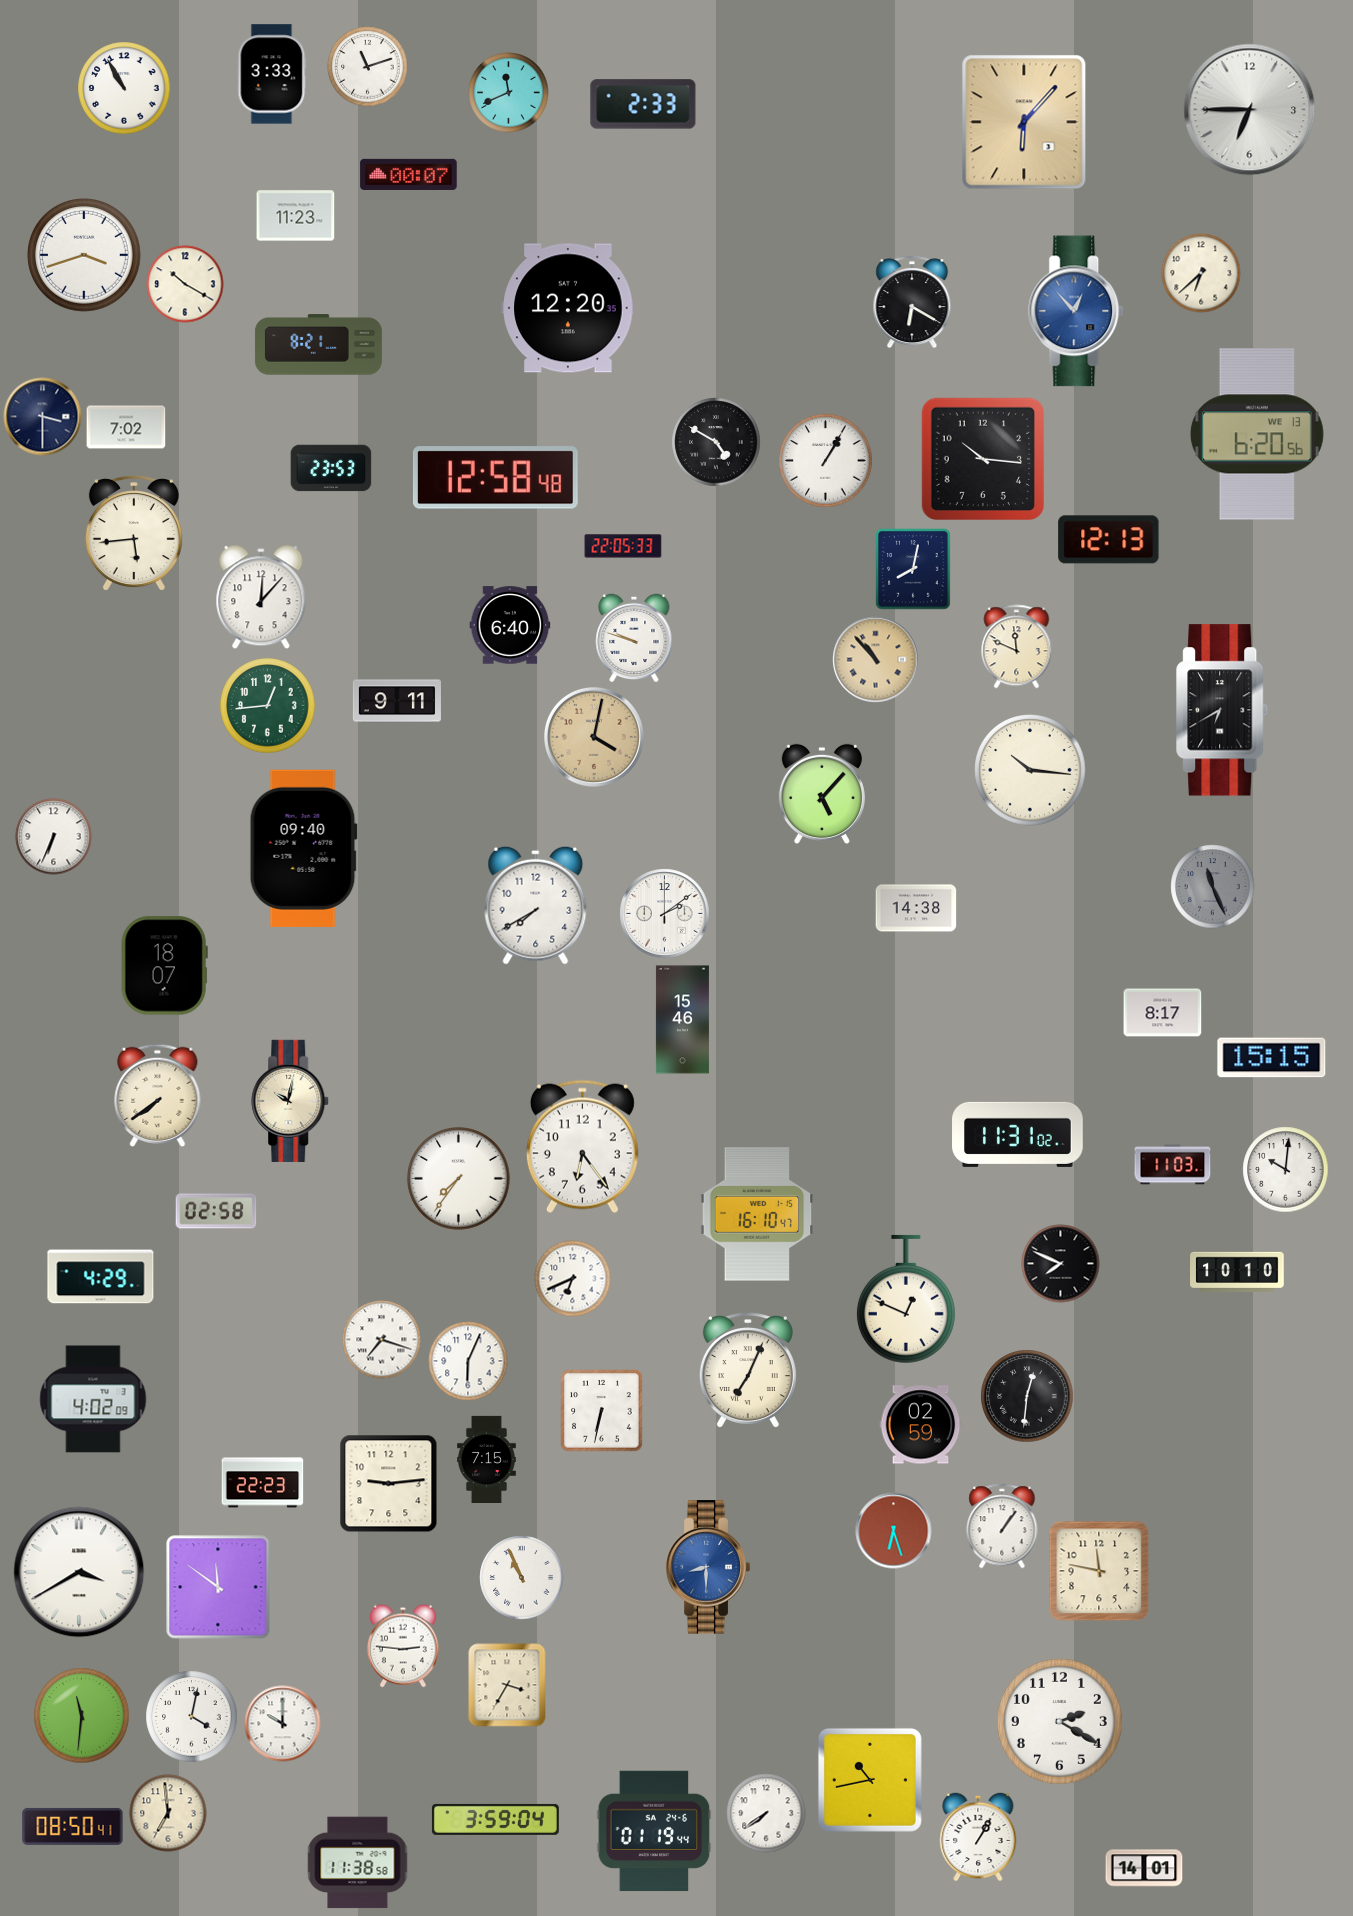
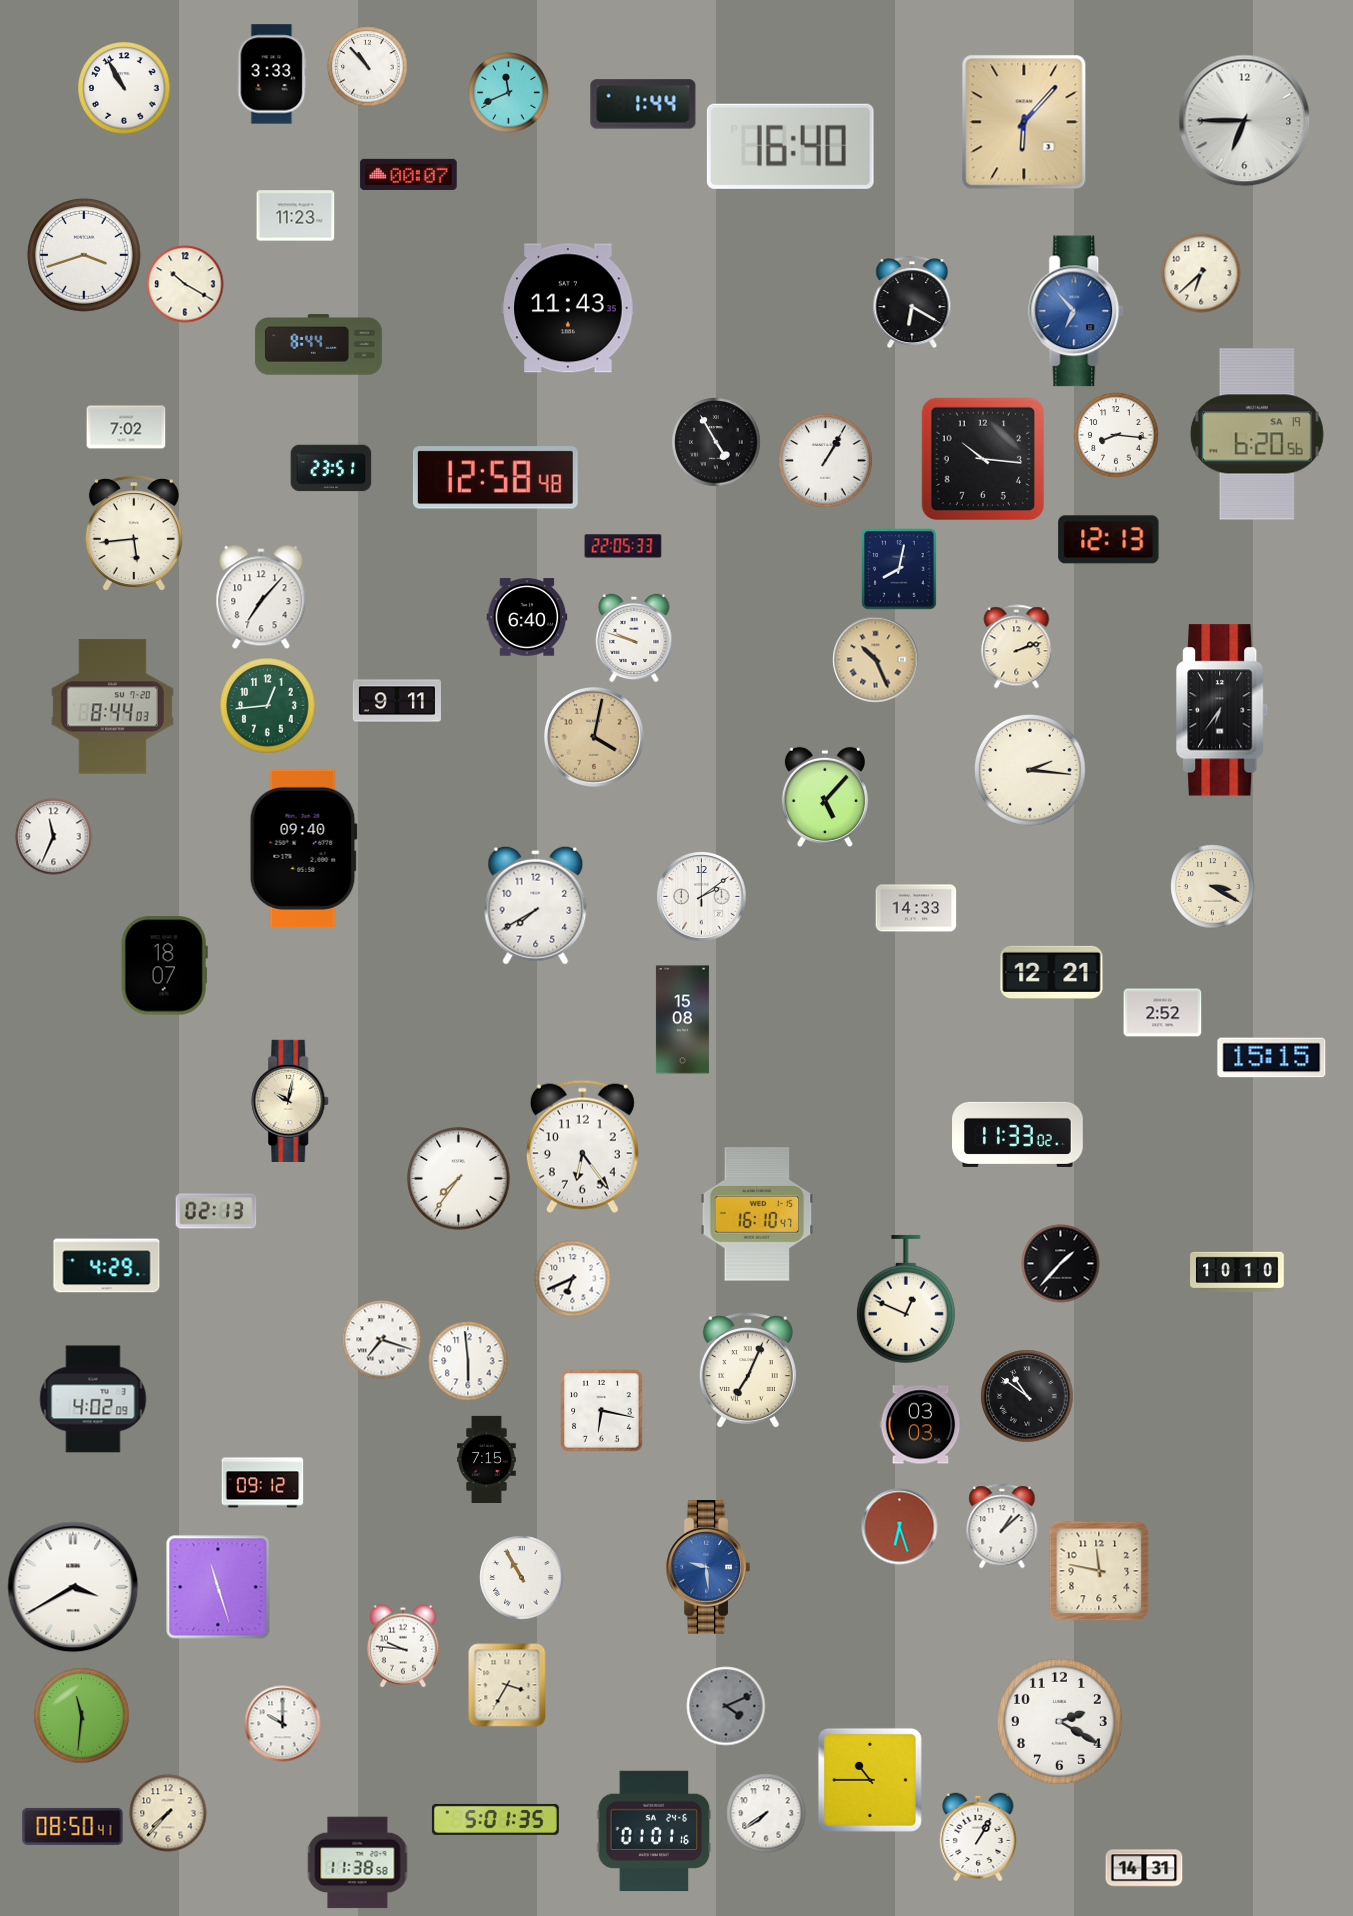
clock at (368, 67): 11:12 -> 10:53
clock at (643, 104): 2:33 -> 1:44
clock at (1250, 110) position: (1250, 110) -> (1245, 121)
clock at (790, 146): none -> 16:40
clock at (568, 308): 12:20 -> 11:43
clock at (1077, 311): 12:53 -> 6:53
clock at (318, 345): 8:21 -> 8:44
clock at (43, 417): 3:30 -> none
clock at (1257, 434) date: WE 13 -> SA 19
clock at (1116, 435): none -> 8:16
clock at (716, 442): 4:50 -> 4:55
clock at (331, 468): 23:53 -> 23:51
clock at (913, 569) position: (913, 569) -> (899, 569)
clock at (261, 598): 12:07 -> 7:07
clock at (510, 625) position: (510, 625) -> (527, 617)
clock at (1017, 647): 11:49 -> 2:12
clock at (876, 660): 10:53 -> 10:26
clock at (112, 707): none -> 8:44
clock at (1223, 710): 6:40 -> 6:36
clock at (1030, 770): 10:16 -> 2:16
clock at (822, 794) position: (822, 794) -> (825, 797)
clock at (54, 837): 6:34 -> 11:34
clock at (1213, 887): 11:26 -> 3:20
clock at (1213, 887) dial: grey -> cream
clock at (916, 908): 14:38 -> 14:33
clock at (665, 914) position: (665, 914) -> (702, 897)
clock at (1052, 972): none -> 12:21
clock at (1163, 1013): 8:17 -> 2:52
clock at (682, 1020): 15:46 -> 15:08
clock at (158, 1095): 7:39 -> none
clock at (1018, 1134): 11:31 -> 11:33
clock at (1173, 1165): 11:03 -> none
clock at (1286, 1170): 10:01 -> none
clock at (216, 1211): 02:58 -> 02:13
clock at (1061, 1264): 7:49 -> 1:37
clock at (101, 1277) position: (101, 1277) -> (107, 1266)
clock at (468, 1361): 6:04 -> 5:59
clock at (1027, 1396): 12:31 -> 10:51
clock at (602, 1411): 6:32 -> 6:17
clock at (921, 1425): 02:59 -> 03:03
clock at (263, 1483): 22:23 -> 09:12
clock at (389, 1484): 9:14 -> none
clock at (1002, 1526): 1:06 -> 1:08
clock at (894, 1531) position: (894, 1531) -> (900, 1527)
clock at (708, 1567): 8:30 -> 9:29
clock at (79, 1572) position: (79, 1572) -> (73, 1587)
clock at (522, 1578): 10:56 -> 10:55
clock at (218, 1587): 11:51 -> 11:27
clock at (403, 1646): 2:46 -> 9:46
clock at (726, 1706): none -> 4:11
clock at (192, 1717): 4:02 -> none
clock at (870, 1780): 10:43 -> 10:45
clock at (168, 1813): 6:59 -> 7:37
clock at (495, 1819): 3:59 -> 5:01
clock at (654, 1831): 01:19 -> 01:01
clock at (1144, 1868): 14:01 -> 14:31
